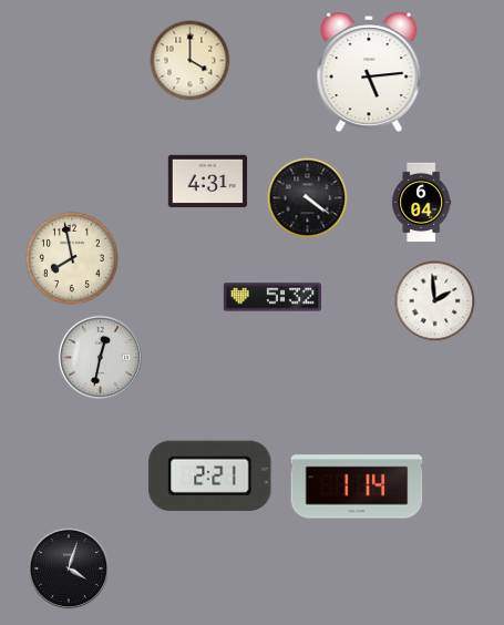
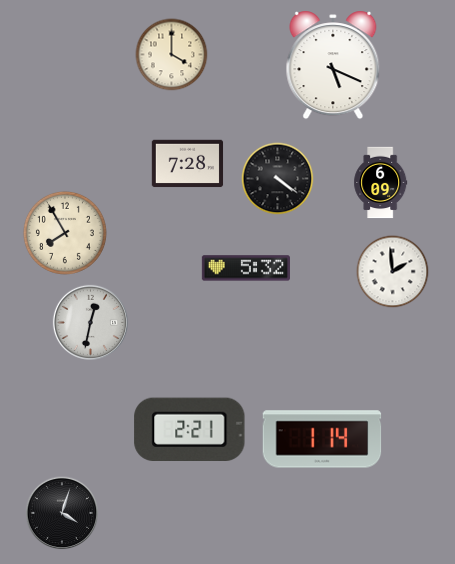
clock at (369, 72): 5:14 -> 5:19
clock at (208, 182): 4:31 -> 7:28
clock at (422, 203): 6:04 -> 6:09
clock at (72, 258): 7:58 -> 7:55
